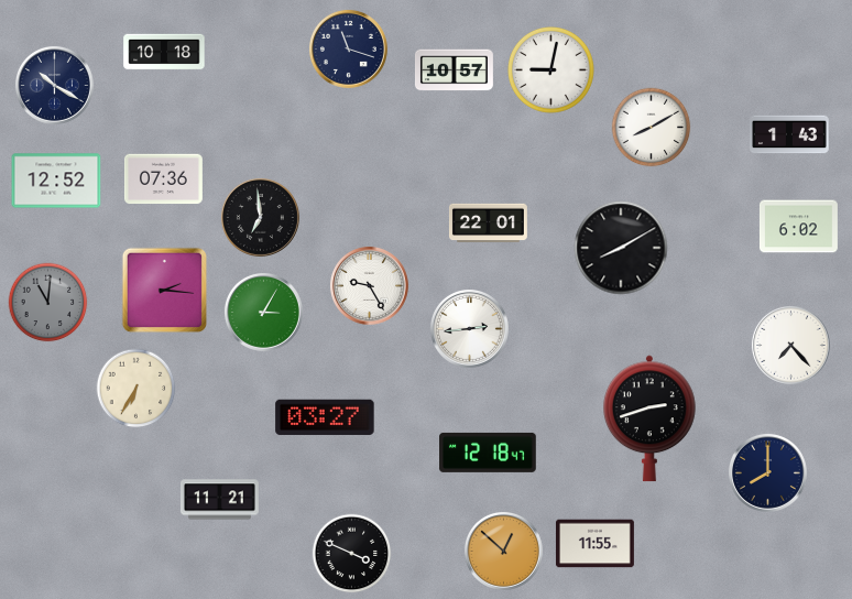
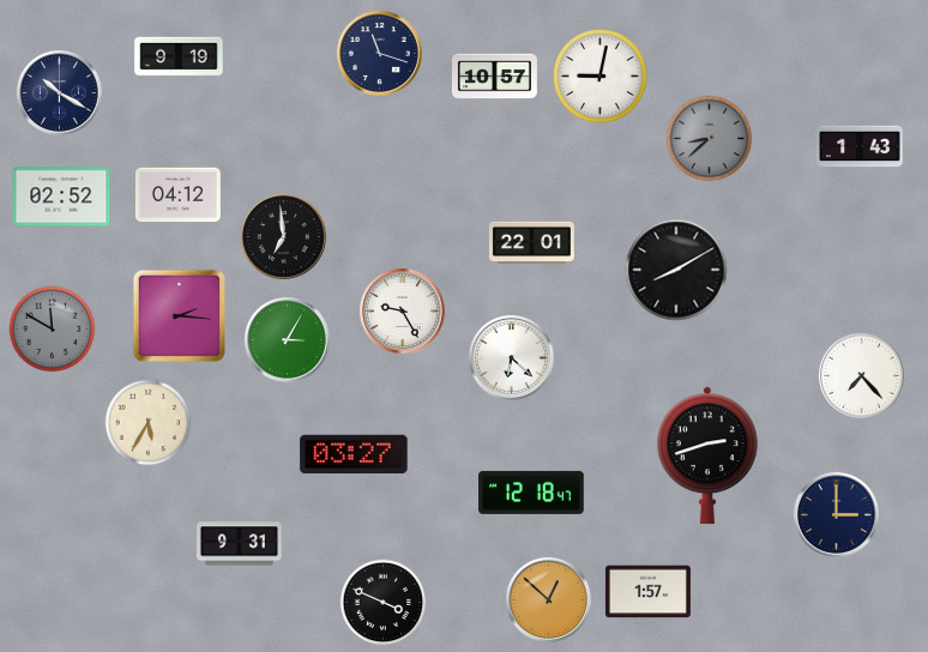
clock at (164, 52): 10:18 -> 9:19
clock at (652, 128): 8:10 -> 8:38
clock at (652, 128) dial: white -> grey
clock at (163, 179): 07:36 -> 04:12
clock at (56, 181): 12:52 -> 02:52
clock at (798, 227): 6:02 -> none
clock at (48, 303): 11:01 -> 11:50
clock at (469, 328): 2:44 -> 6:22
clock at (136, 389): 6:35 -> 5:35
clock at (767, 472): 8:00 -> 3:00
clock at (219, 500): 11:21 -> 9:31
clock at (594, 544): 11:55 -> 1:57
